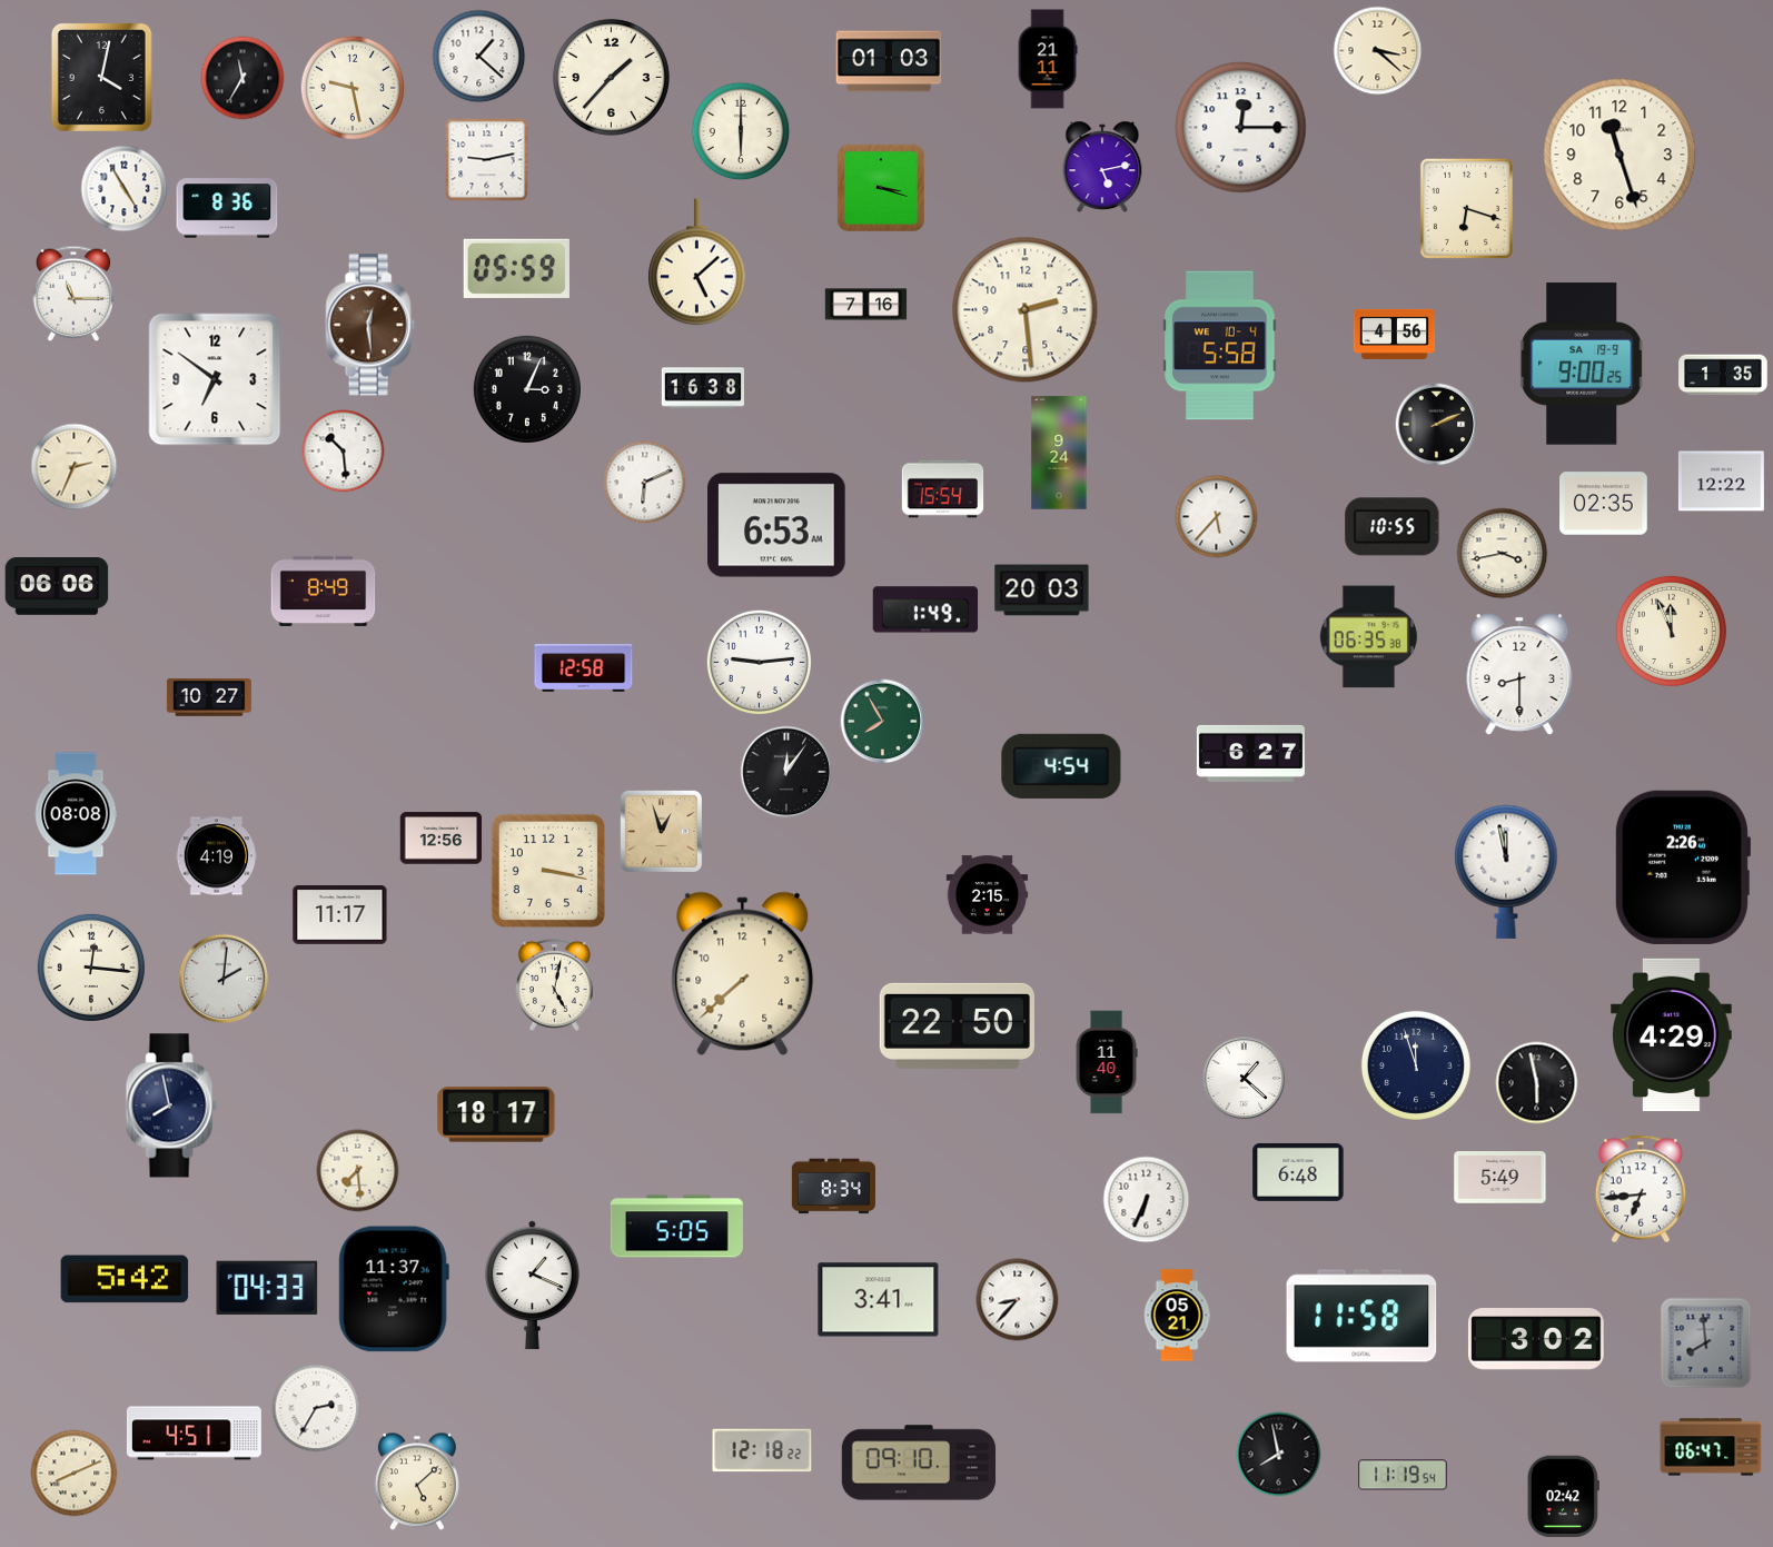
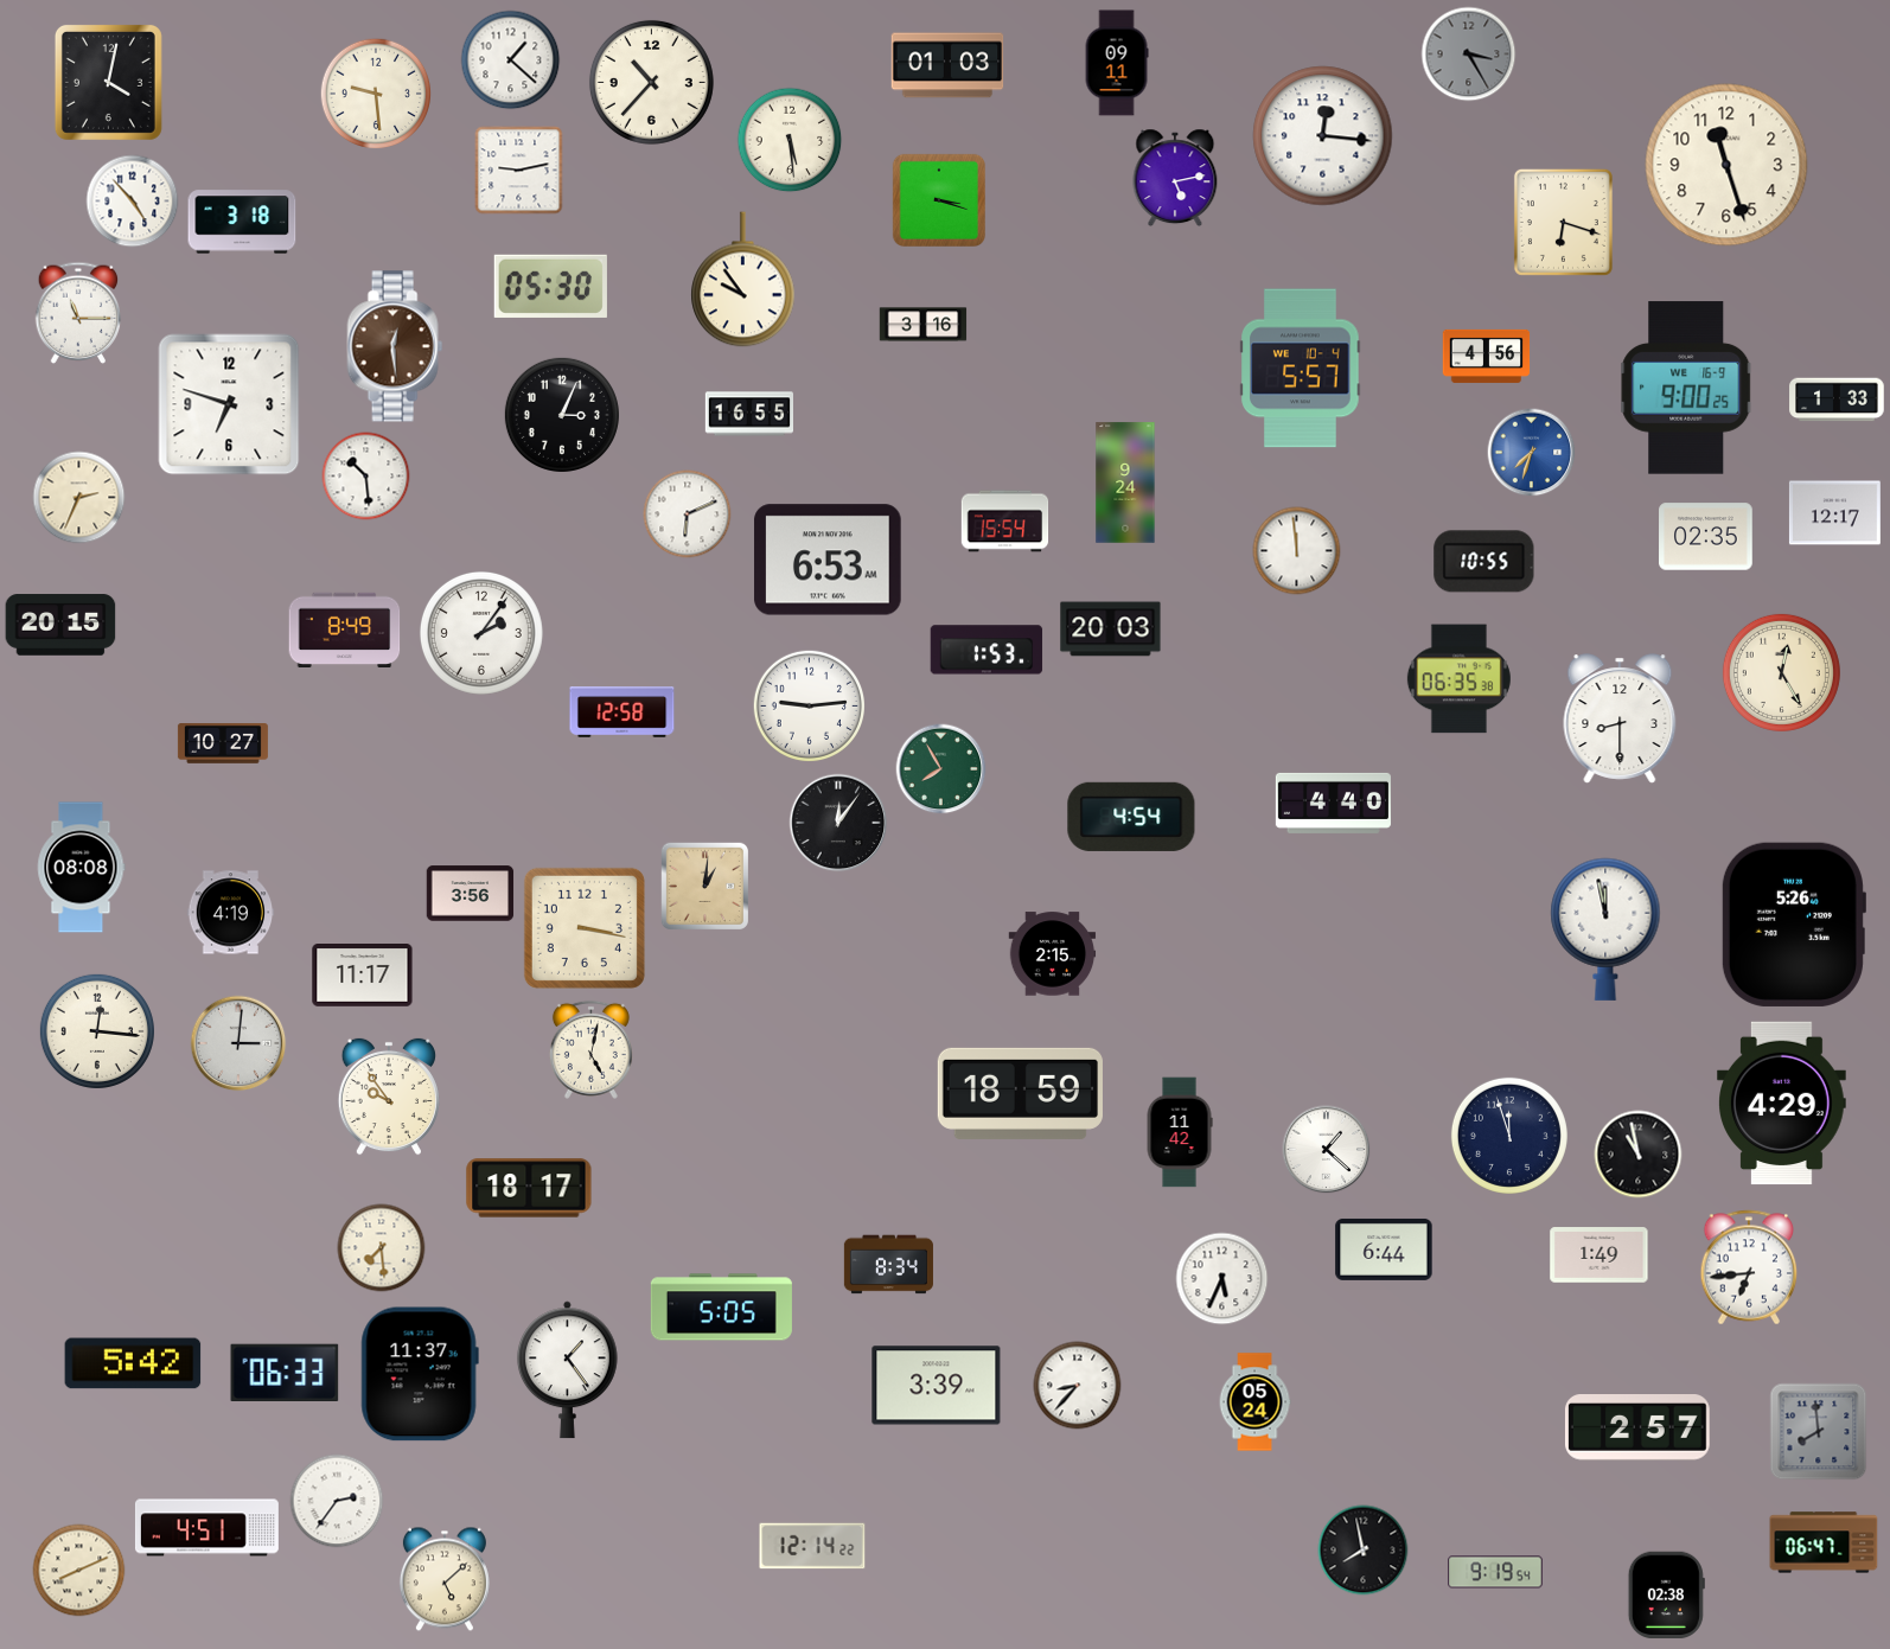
clock at (1378, 51): 3:22 -> 3:25
clock at (1378, 51) dial: cream -> grey
clock at (1048, 59): 21:11 -> 09:11
clock at (611, 77): 1:37 -> 10:37
clock at (242, 78): 11:35 -> none
clock at (353, 88): 9:28 -> 9:29
clock at (1241, 128): 12:15 -> 12:16
clock at (741, 131): 6:00 -> 5:29
clock at (125, 189): 4:55 -> 4:53
clock at (227, 208): 8:36 -> 3:18
clock at (697, 262): 5:08 -> 9:54
clock at (516, 268): 05:59 -> 05:30
clock at (866, 305): 7:16 -> 3:16
clock at (1026, 310): 2:29 -> none
clock at (1220, 346): 5:58 -> 5:57
clock at (1583, 364) date: SA 19-9 -> WE 16-9
clock at (1723, 375): 1:35 -> 1:33
clock at (215, 379): 6:51 -> 6:48
clock at (702, 388): 16:38 -> 16:55
clock at (1437, 425): 2:11 -> 7:33
clock at (1437, 425) dial: black -> blue
clock at (344, 452) position: (344, 452) -> (366, 477)
clock at (1059, 453) position: (1059, 453) -> (1125, 482)
clock at (1721, 482): 12:22 -> 12:17
clock at (1604, 504) position: (1604, 504) -> (1706, 537)
clock at (1217, 517): 5:37 -> 11:59
clock at (1503, 554): 3:43 -> none
clock at (57, 586): 06:06 -> 20:15
clock at (481, 633): none -> 2:06
clock at (925, 609): 1:49 -> 1:53
clock at (1671, 631): 11:56 -> 12:25
clock at (1250, 753): 6:27 -> 4:40
clock at (661, 831): 12:57 -> 1:01
clock at (442, 839): 12:56 -> 3:56
clock at (1682, 867): 2:26 -> 5:26
clock at (743, 974): 7:38 -> none
clock at (224, 979): 2:01 -> 3:01
clock at (957, 1025): 22:50 -> 18:59
clock at (389, 1097): none -> 9:54
clock at (1107, 1062): 11:40 -> 11:42
clock at (1537, 1083): 5:58 -> 10:58
clock at (171, 1105): 7:58 -> none
clock at (1298, 1172): 6:48 -> 6:44
clock at (1500, 1178): 5:49 -> 1:49
clock at (1147, 1200): 6:34 -> 5:34
clock at (532, 1286): 1:19 -> 1:24
clock at (267, 1287): 04:33 -> 06:33
clock at (879, 1300): 3:41 -> 3:39
clock at (1018, 1300) position: (1018, 1300) -> (1078, 1386)
clock at (1177, 1316): 05:21 -> 05:24
clock at (1361, 1316): 11:58 -> none
clock at (1536, 1340): 3:02 -> 2:57
clock at (316, 1408): 2:35 -> 2:36
clock at (762, 1450): 12:18 -> 12:14
clock at (919, 1462): 09:10 -> none
clock at (1403, 1475): 11:19 -> 9:19
clock at (1563, 1497): 02:42 -> 02:38
